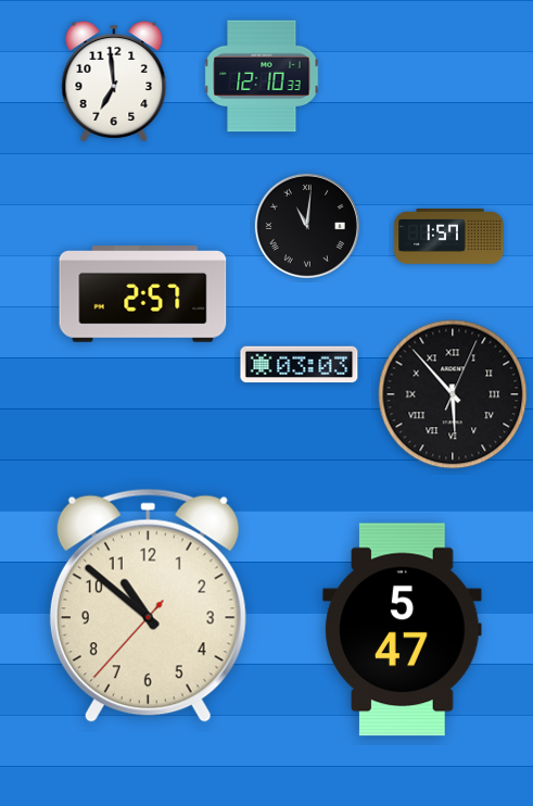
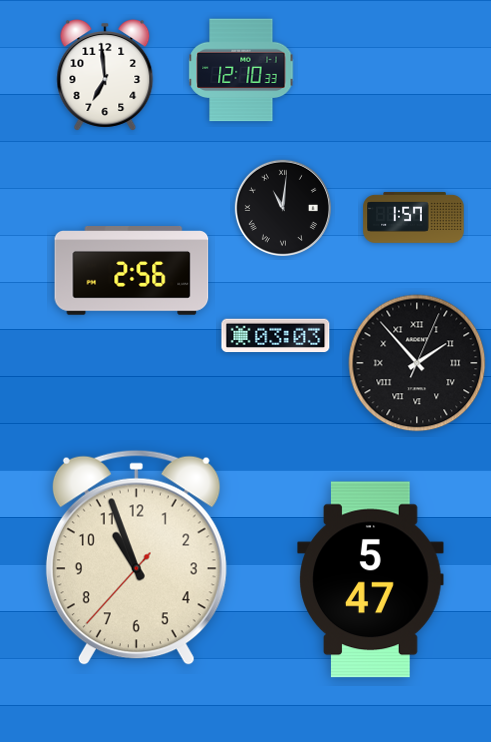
clock at (143, 294): 2:57 -> 2:56
clock at (453, 394): 5:53 -> 1:53
clock at (148, 606): 10:51 -> 10:56
